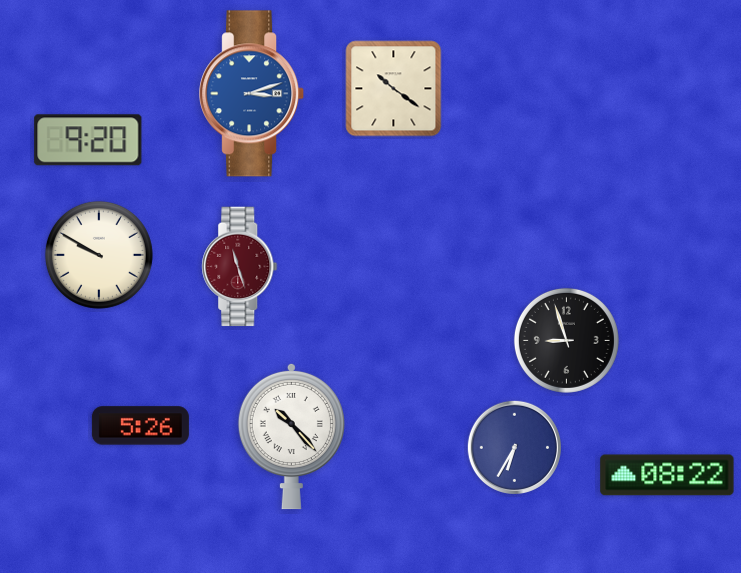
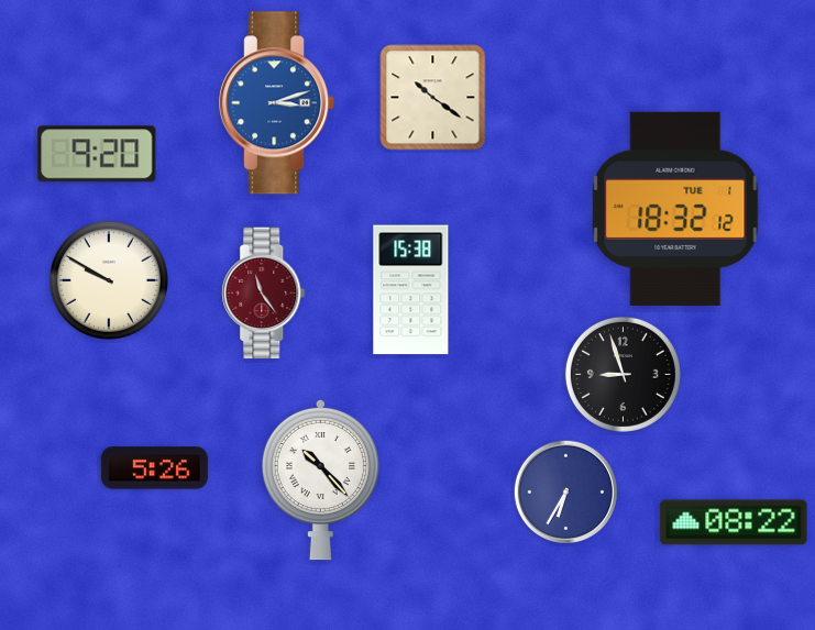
clock at (675, 209): none -> 18:32
clock at (411, 290): none -> 15:38
clock at (240, 267): 11:27 -> 11:24
